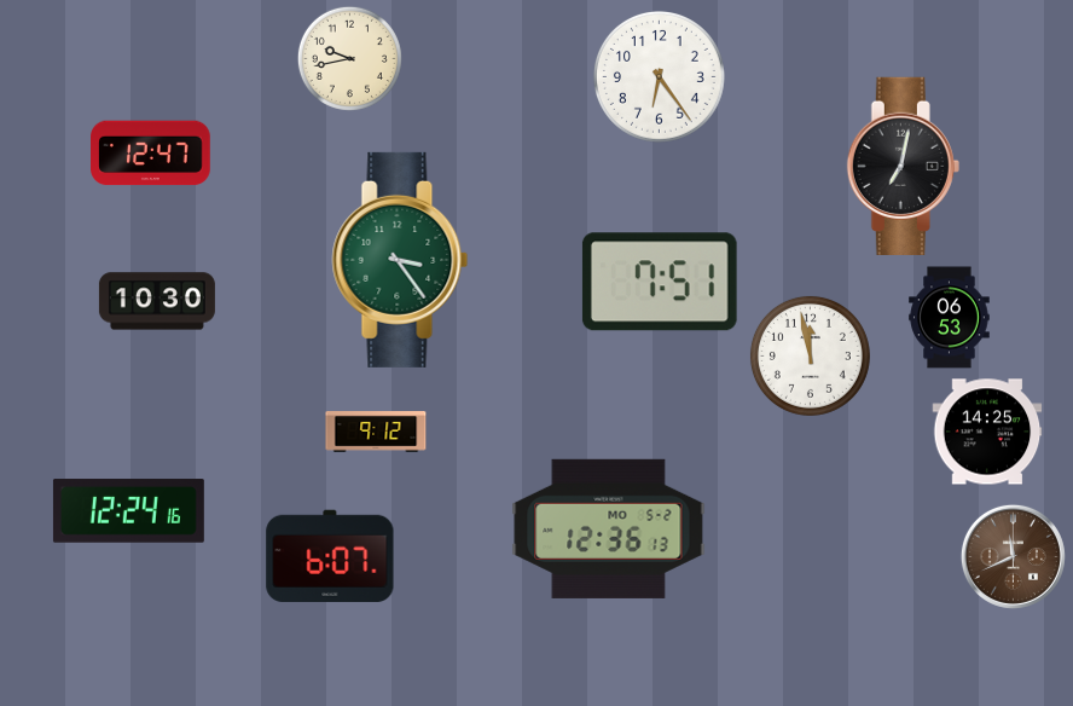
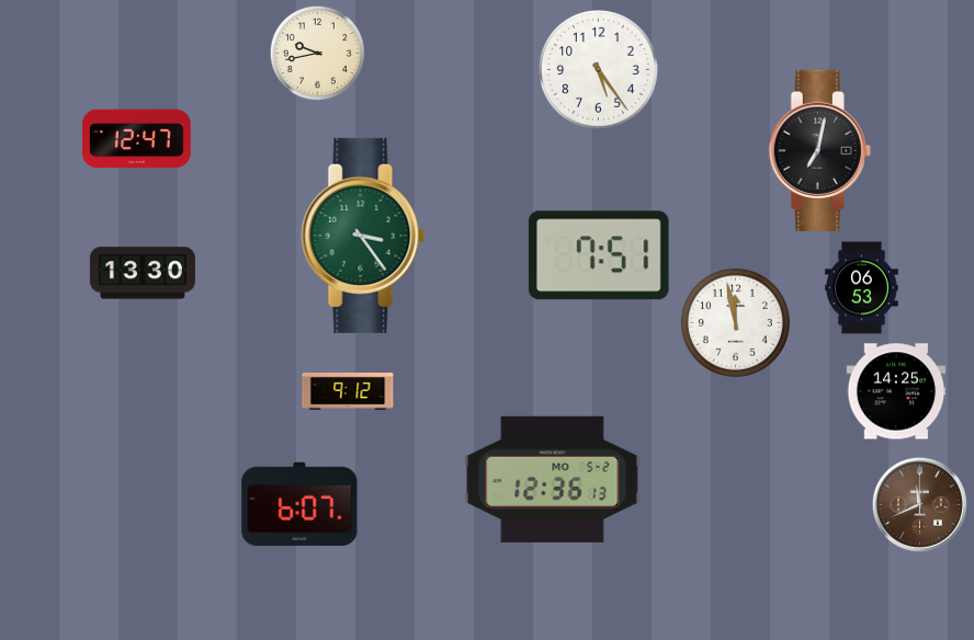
clock at (659, 76): 6:24 -> 5:24
clock at (157, 301): 10:30 -> 13:30
clock at (376, 432) position: (376, 432) -> (348, 391)
clock at (128, 511): 12:24 -> none
